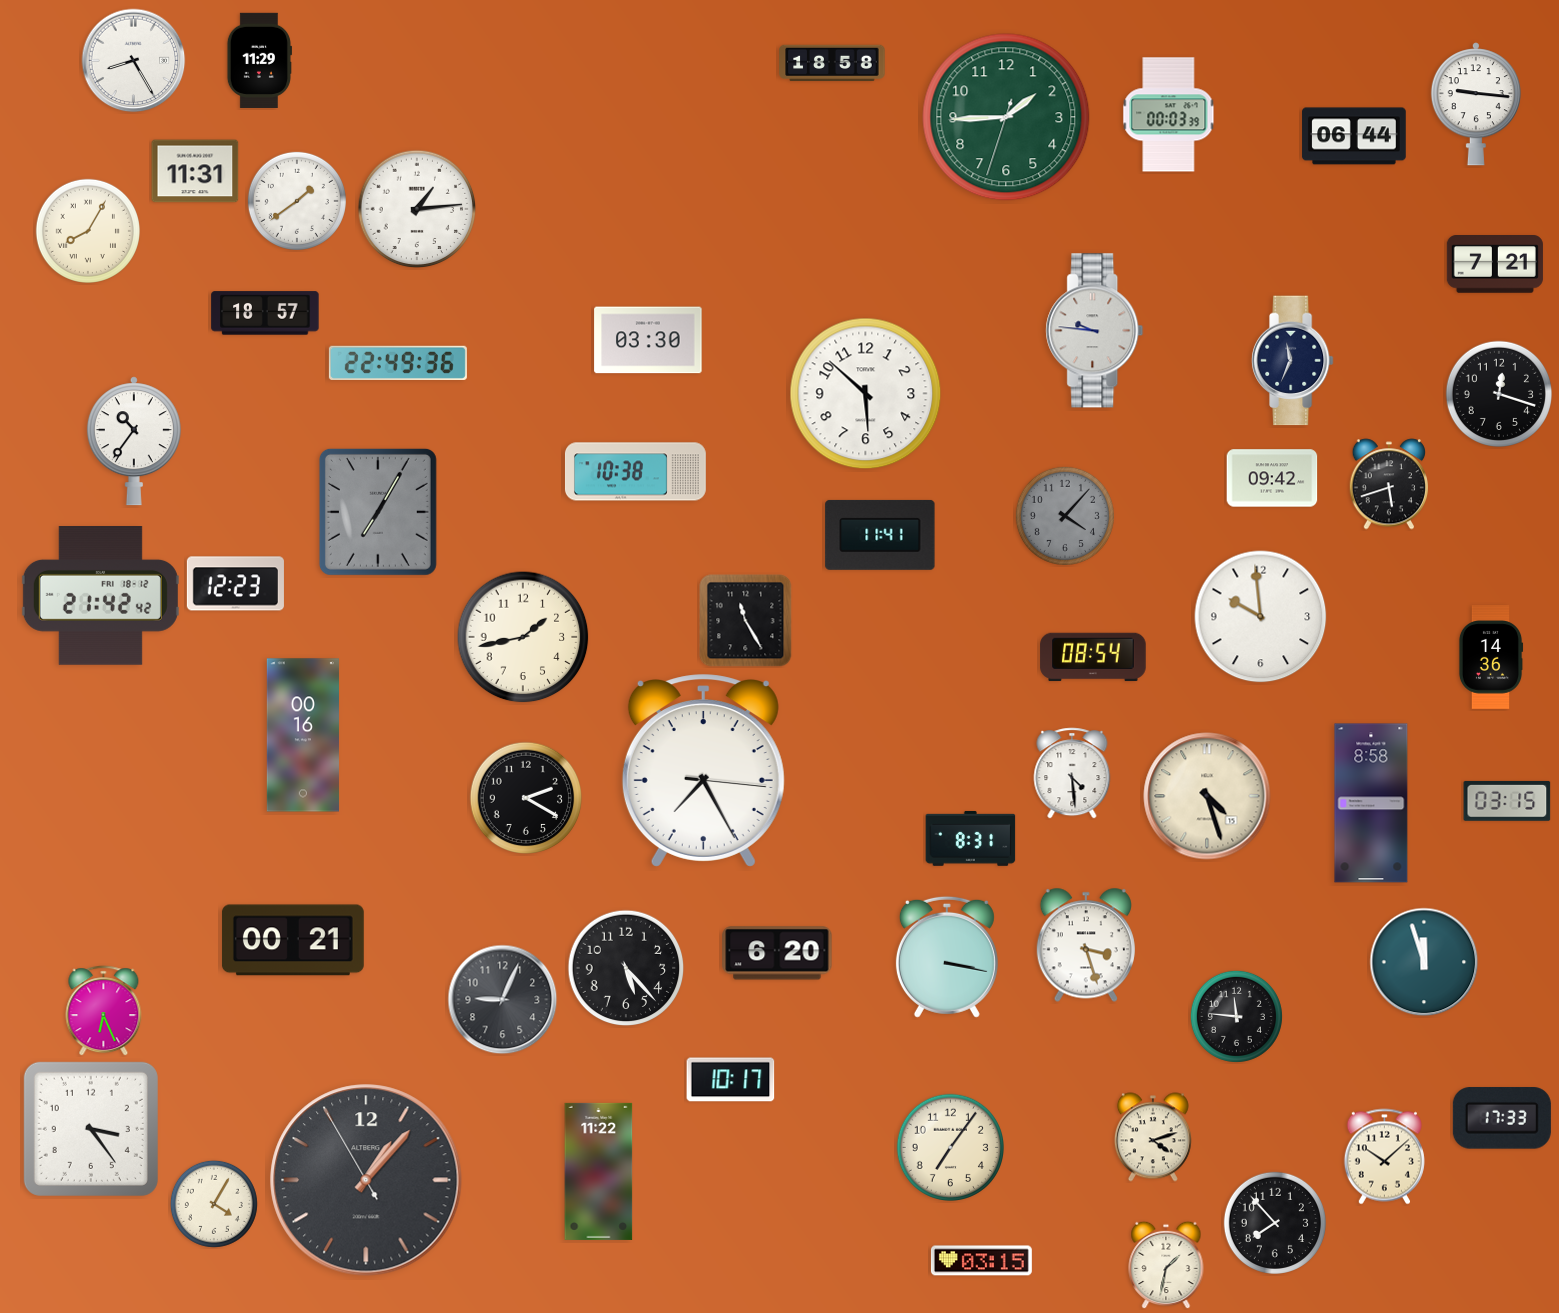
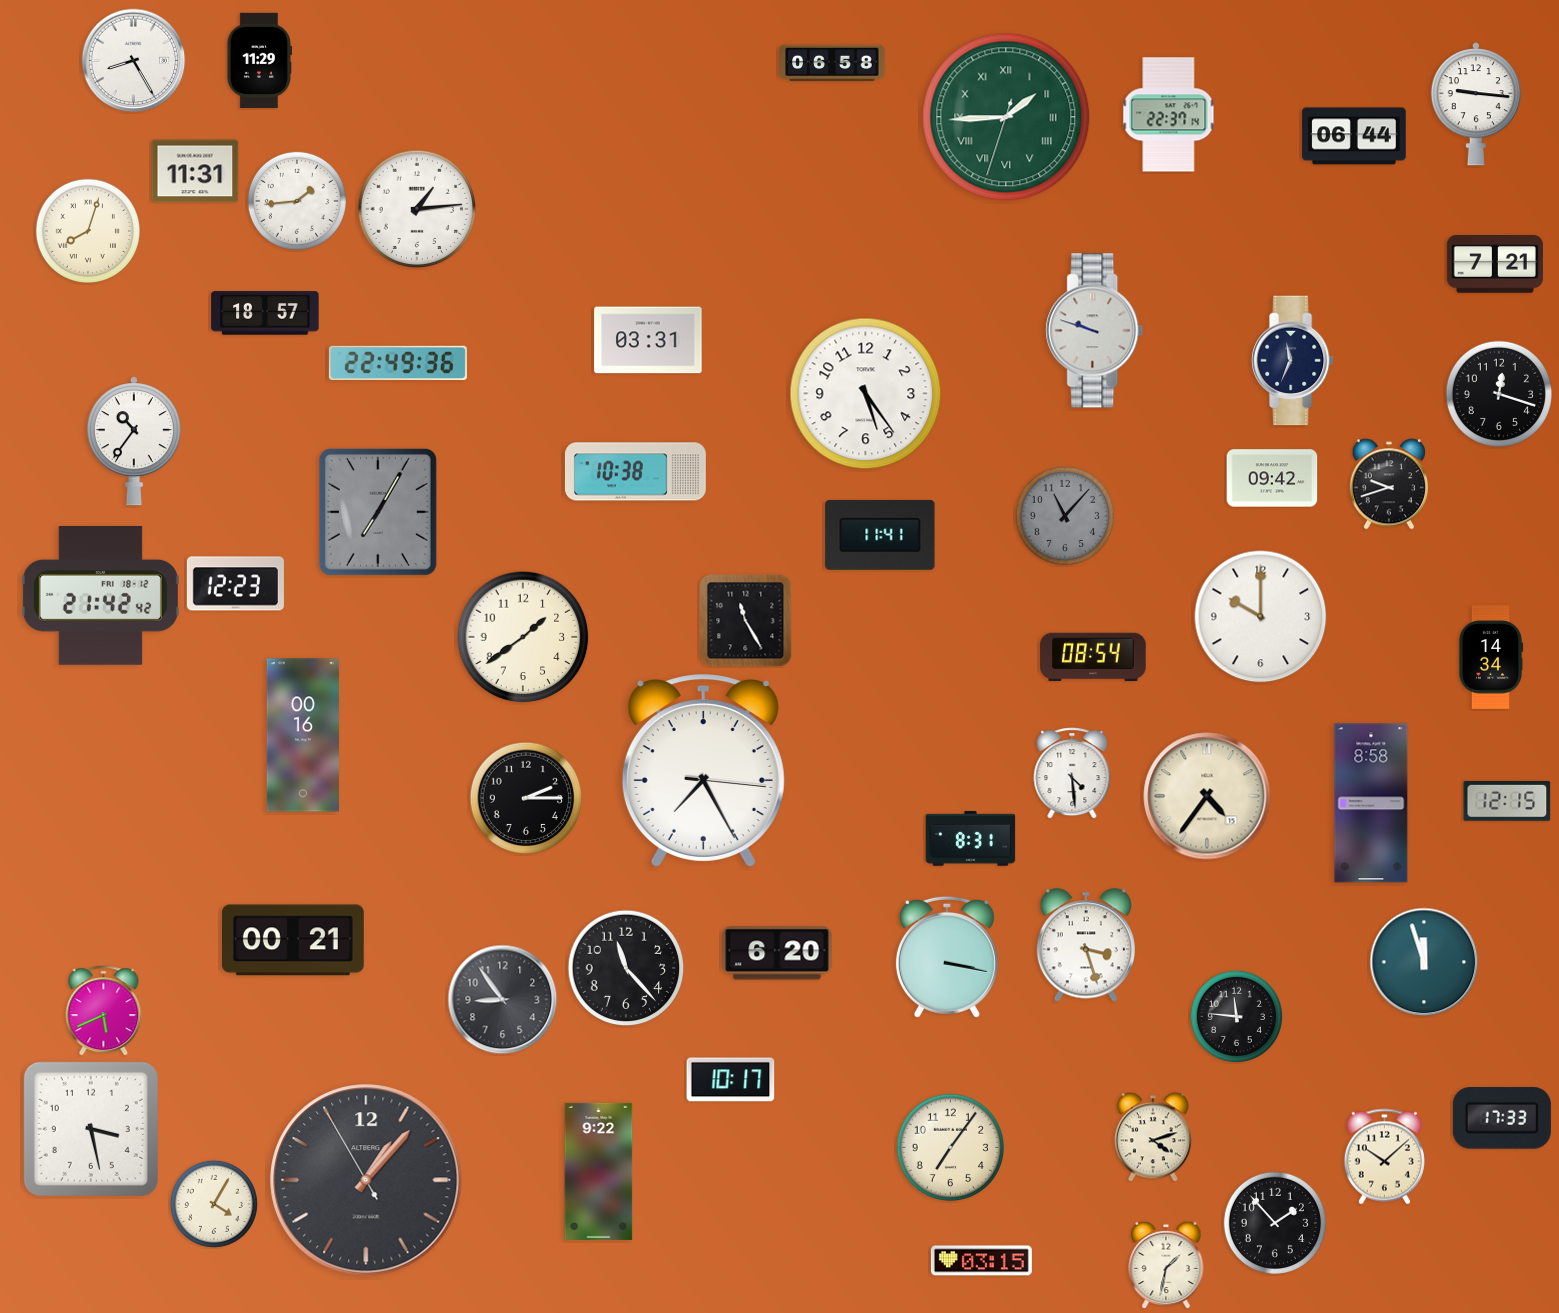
clock at (832, 63): 18:58 -> 06:58
clock at (1169, 115): 00:03 -> 22:37
clock at (1006, 117) numerals: Arabic -> Roman
clock at (297, 201): 1:39 -> 1:44
clock at (88, 231): 8:05 -> 8:03
clock at (1095, 331): 9:46 -> 9:48
clock at (648, 340): 03:30 -> 03:31
clock at (866, 394): 5:52 -> 5:24
clock at (1389, 484): 5:42 -> 9:42
clock at (1065, 516): 4:07 -> 11:07
clock at (1261, 617): 9:59 -> 10:00
clock at (523, 637): 1:43 -> 1:39
clock at (1491, 657): 14:36 -> 14:34
clock at (1207, 796): 4:27 -> 4:36
clock at (526, 798): 2:20 -> 2:15
clock at (1507, 801): 03:15 -> 12:15
clock at (626, 968): 5:23 -> 11:23
clock at (503, 1000): 9:04 -> 8:54
clock at (104, 1011): 6:26 -> 5:41
clock at (91, 1129): 3:24 -> 3:28
clock at (599, 1171): 11:22 -> 9:22
clock at (1275, 1223): 7:53 -> 1:53
